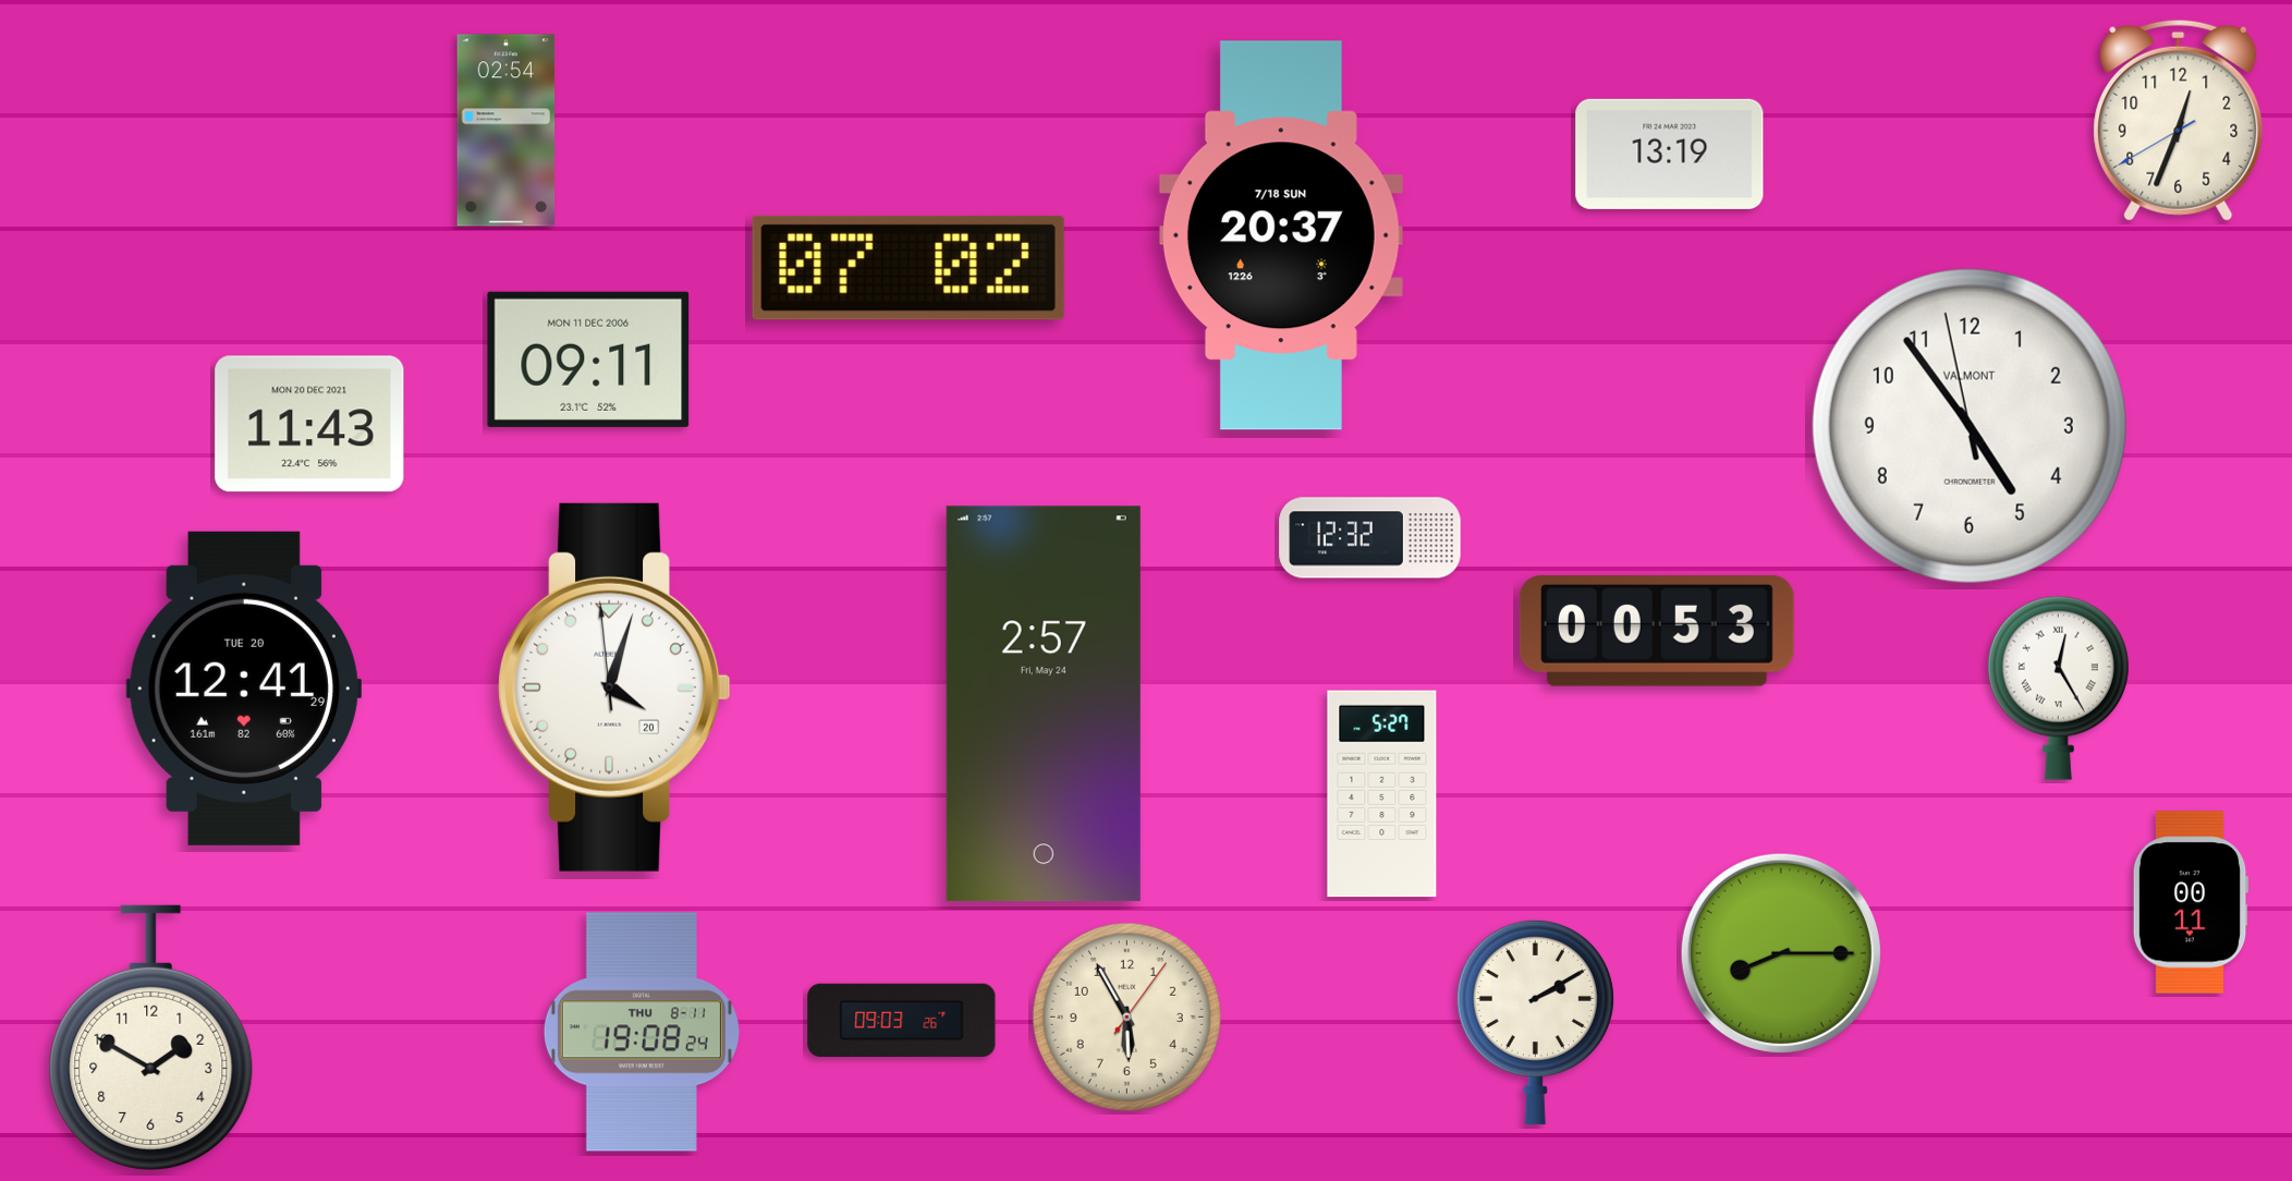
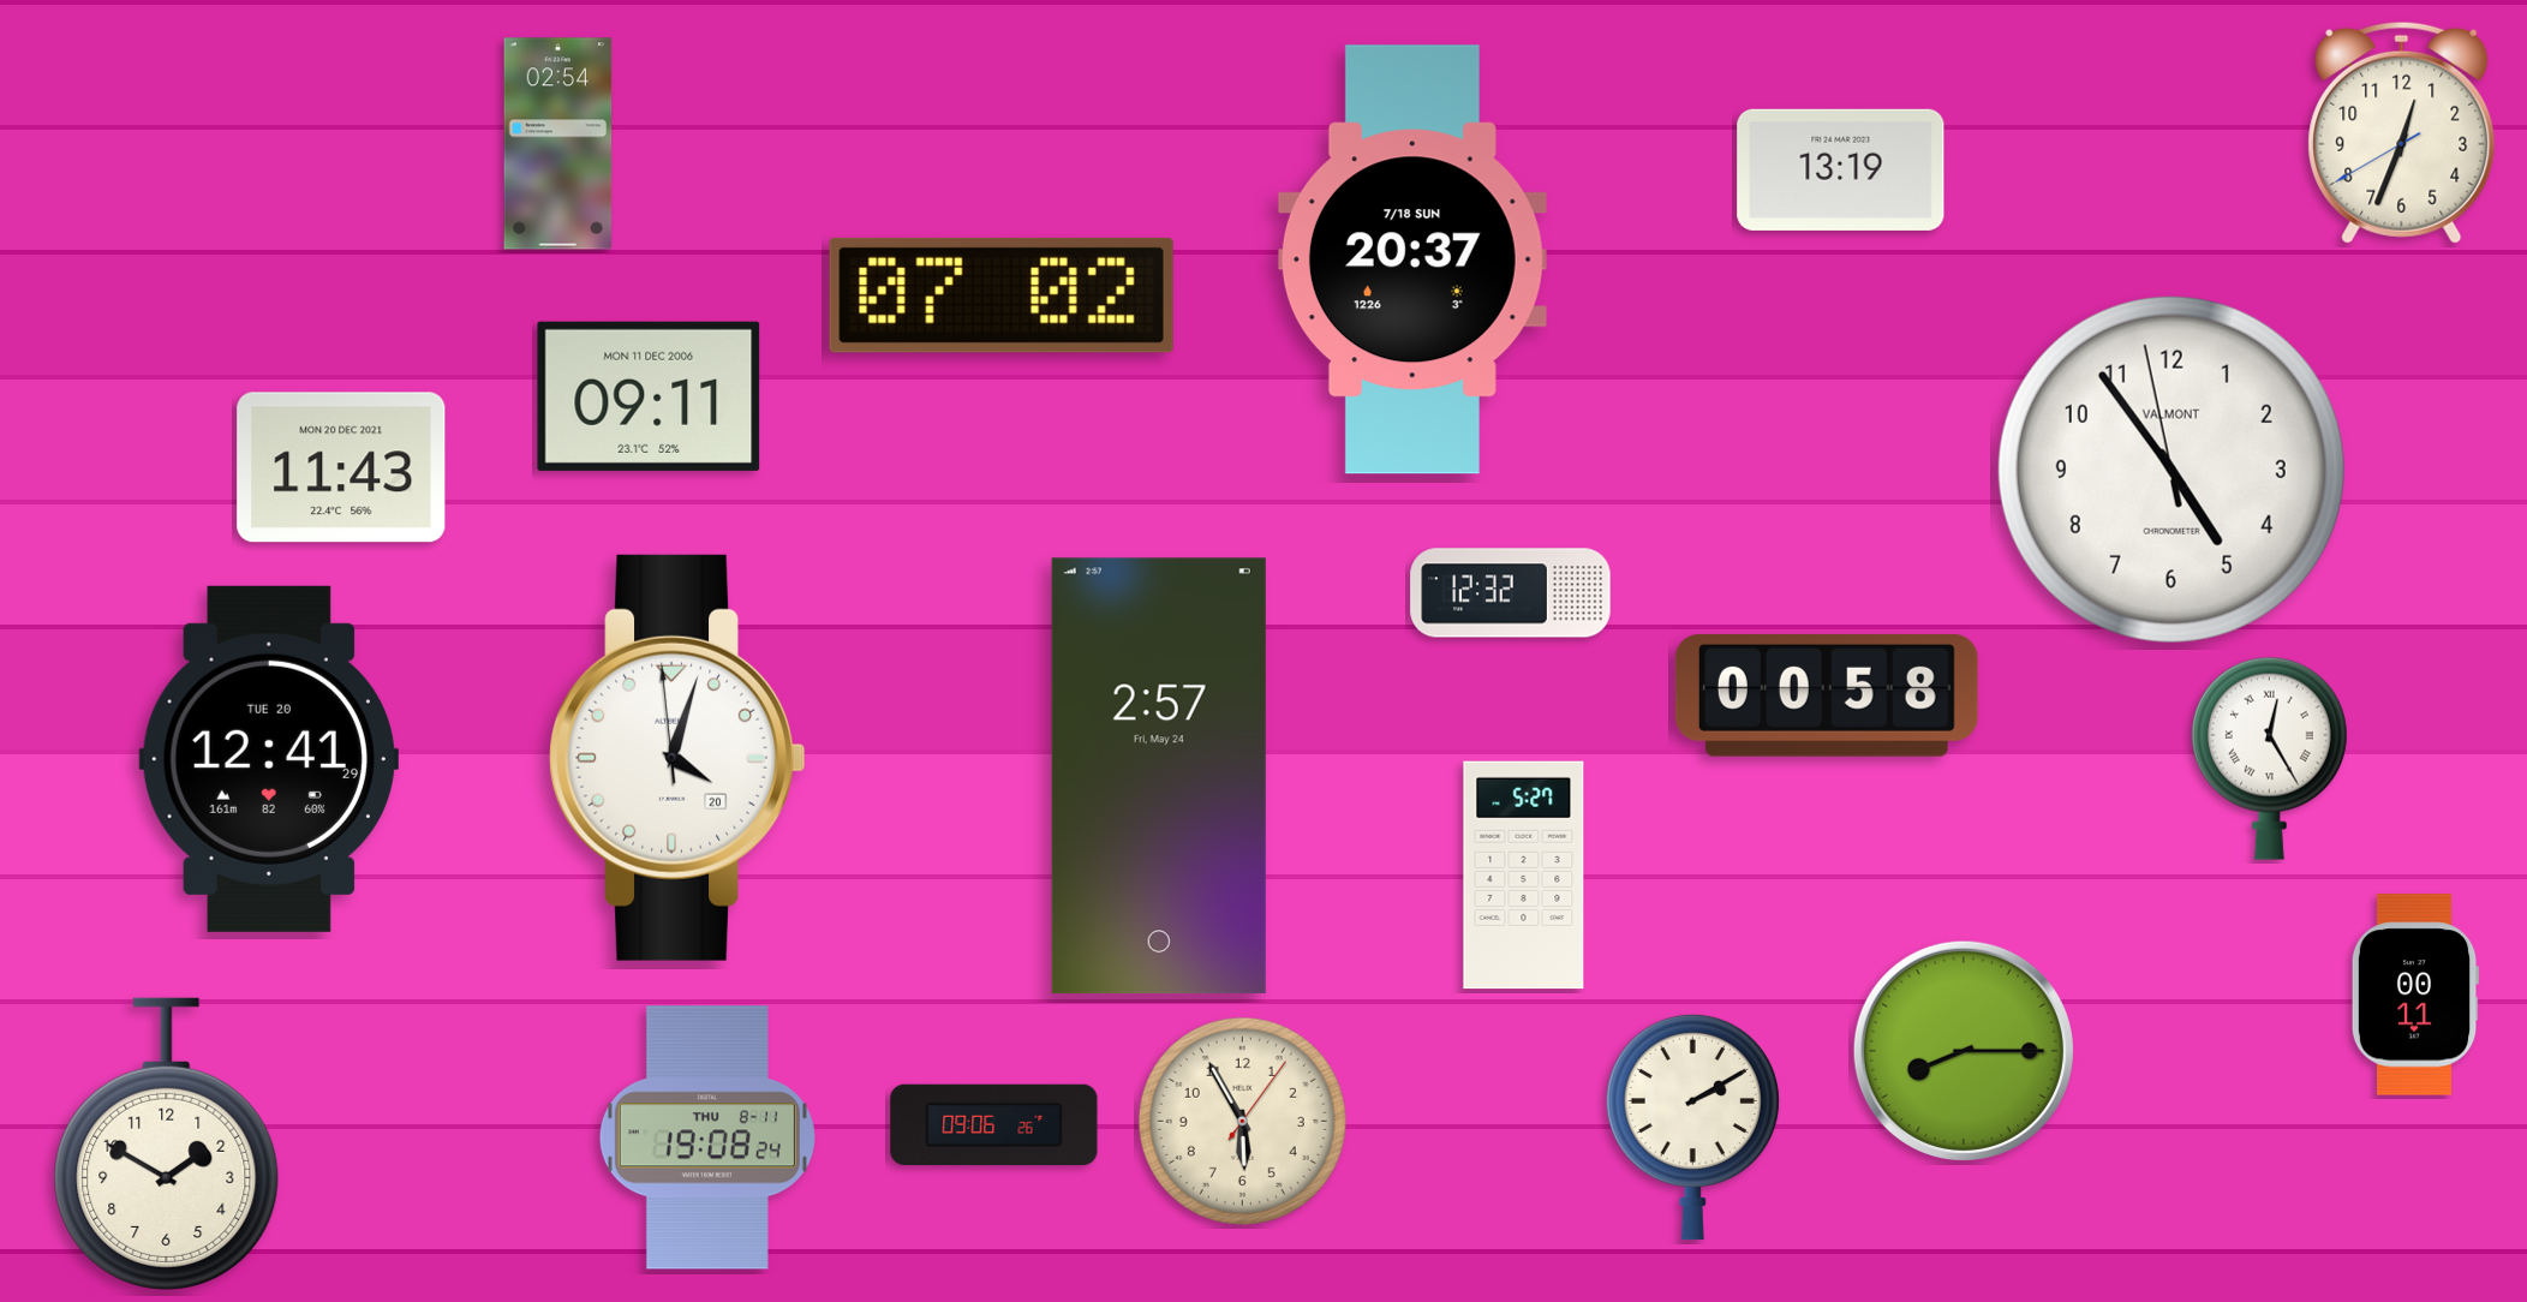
clock at (1657, 631): 00:53 -> 00:58
clock at (1044, 704) position: (1044, 704) -> (1159, 776)
clock at (902, 1020): 09:03 -> 09:06
